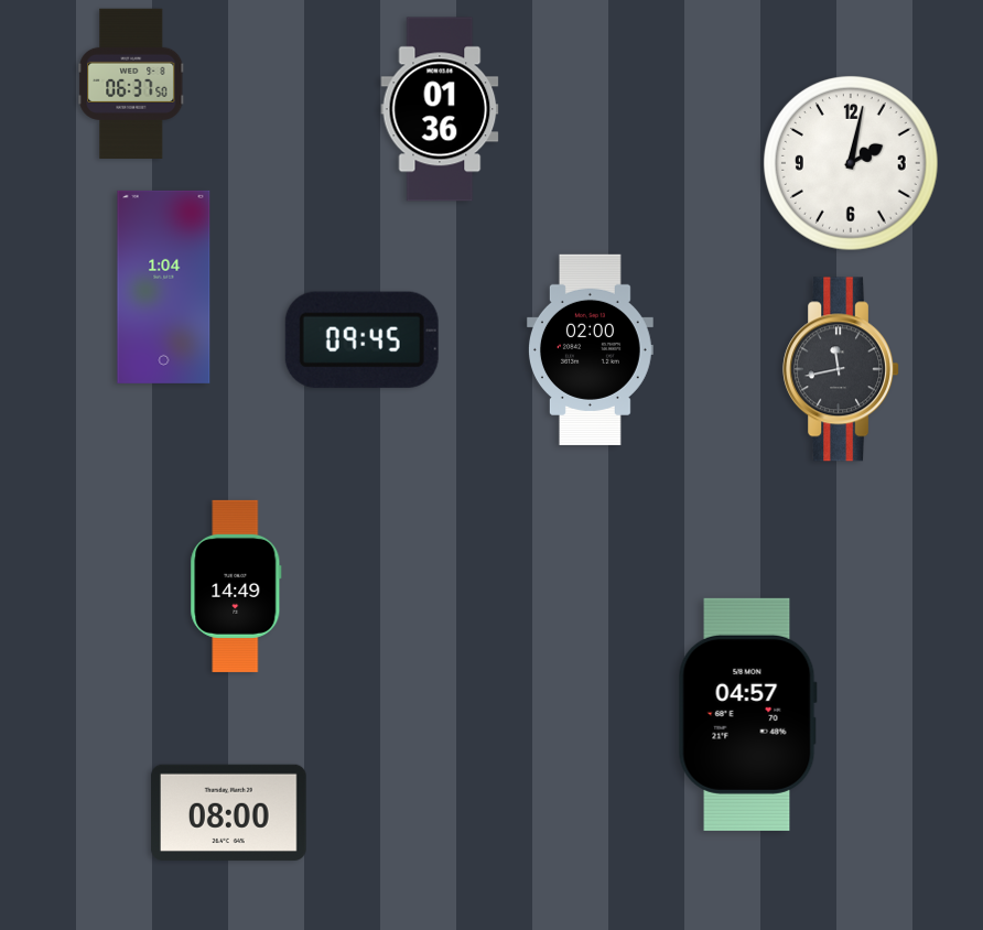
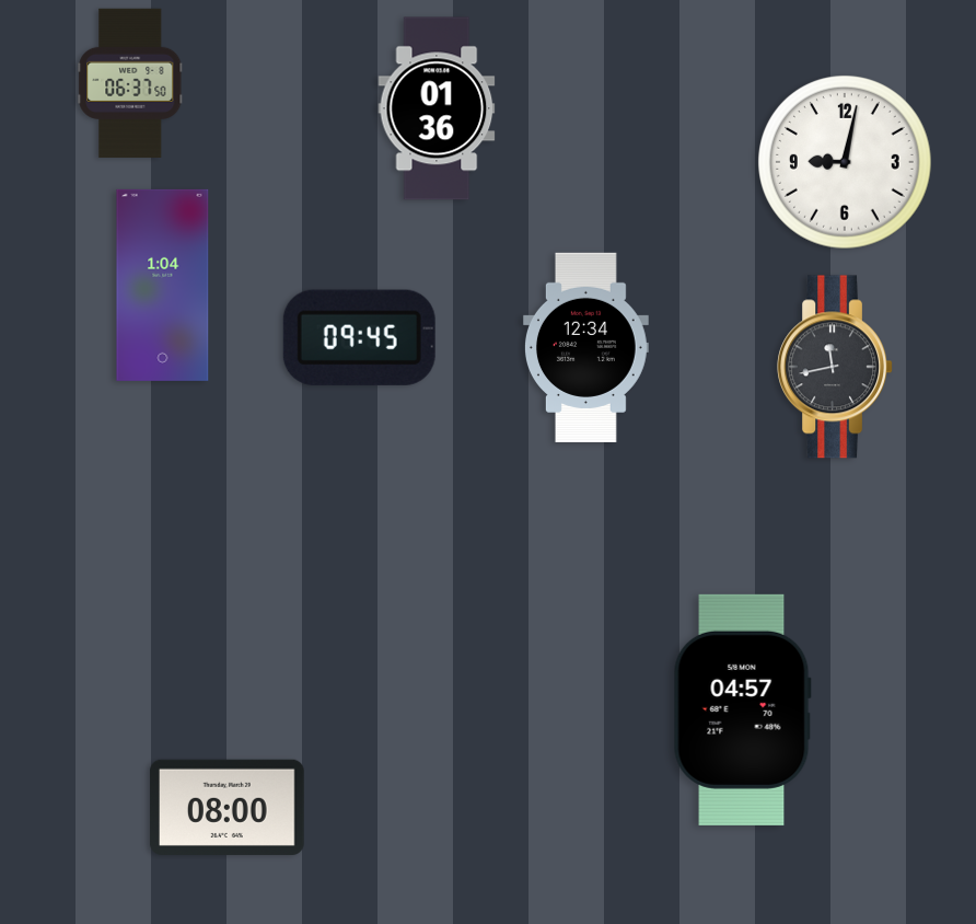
clock at (852, 164): 2:02 -> 9:02
clock at (590, 349): 02:00 -> 12:34
clock at (236, 586): 14:49 -> none
